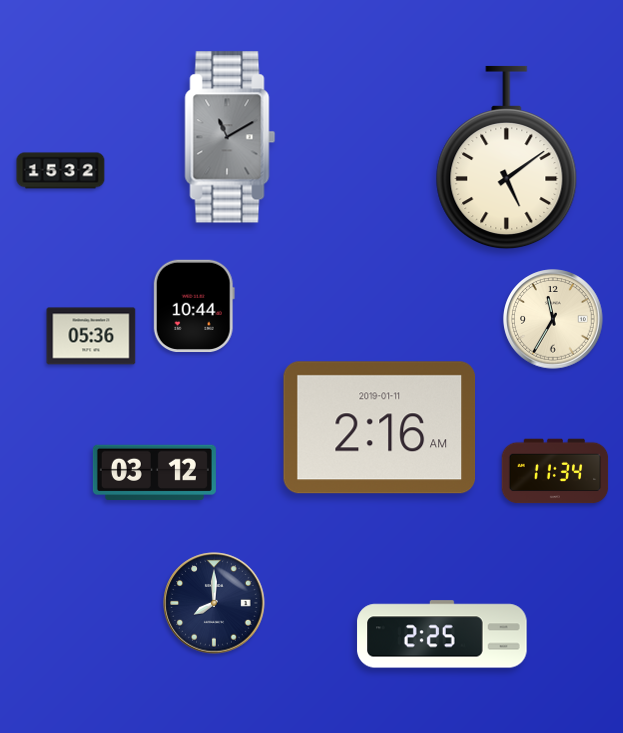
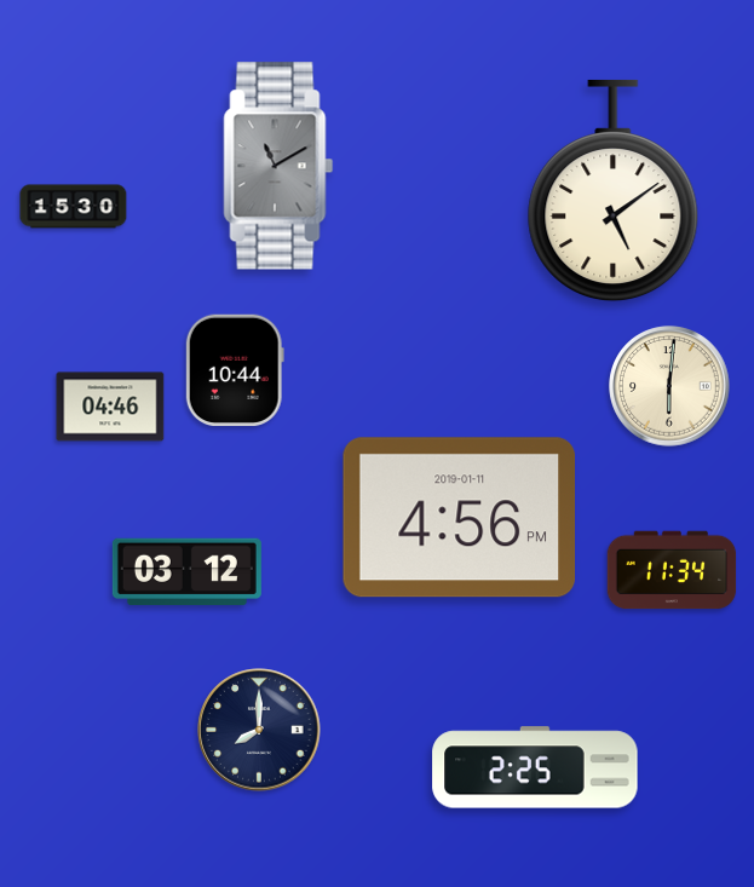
clock at (61, 171): 15:32 -> 15:30
clock at (553, 319): 11:35 -> 6:01
clock at (91, 336): 05:36 -> 04:46
clock at (380, 428): 2:16 -> 4:56
